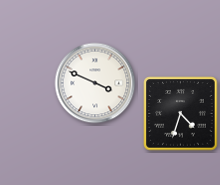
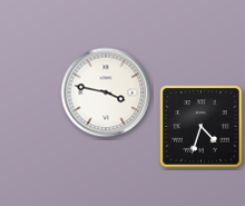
clock at (95, 83): 3:49 -> 3:47
